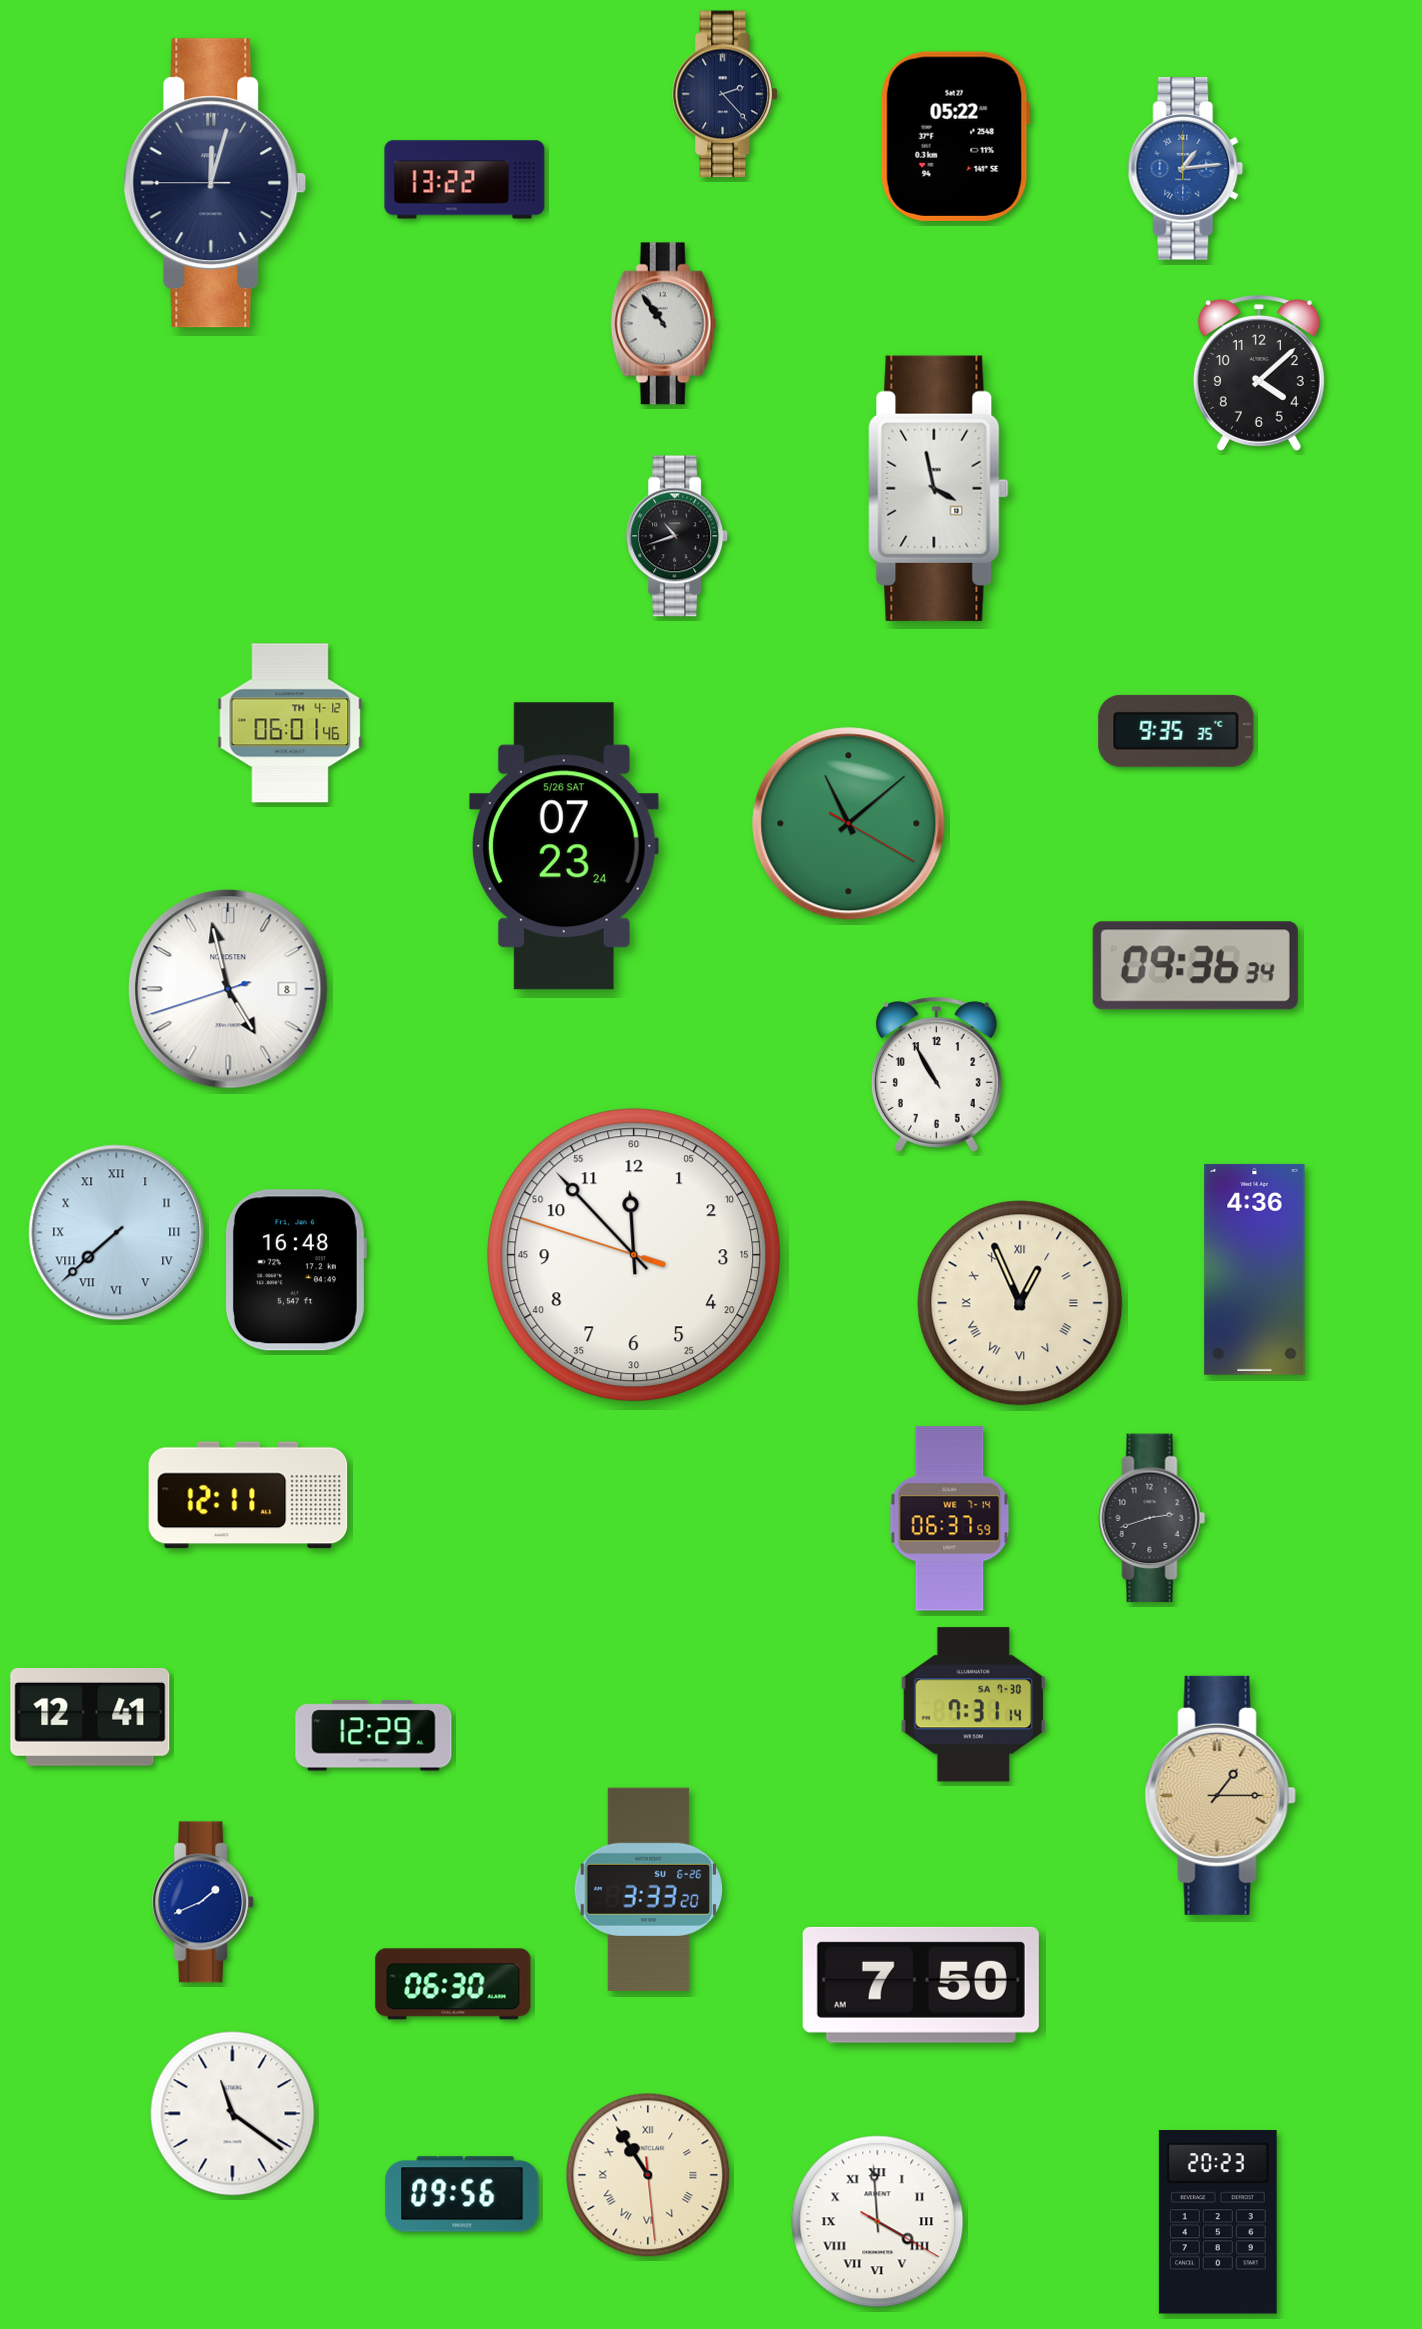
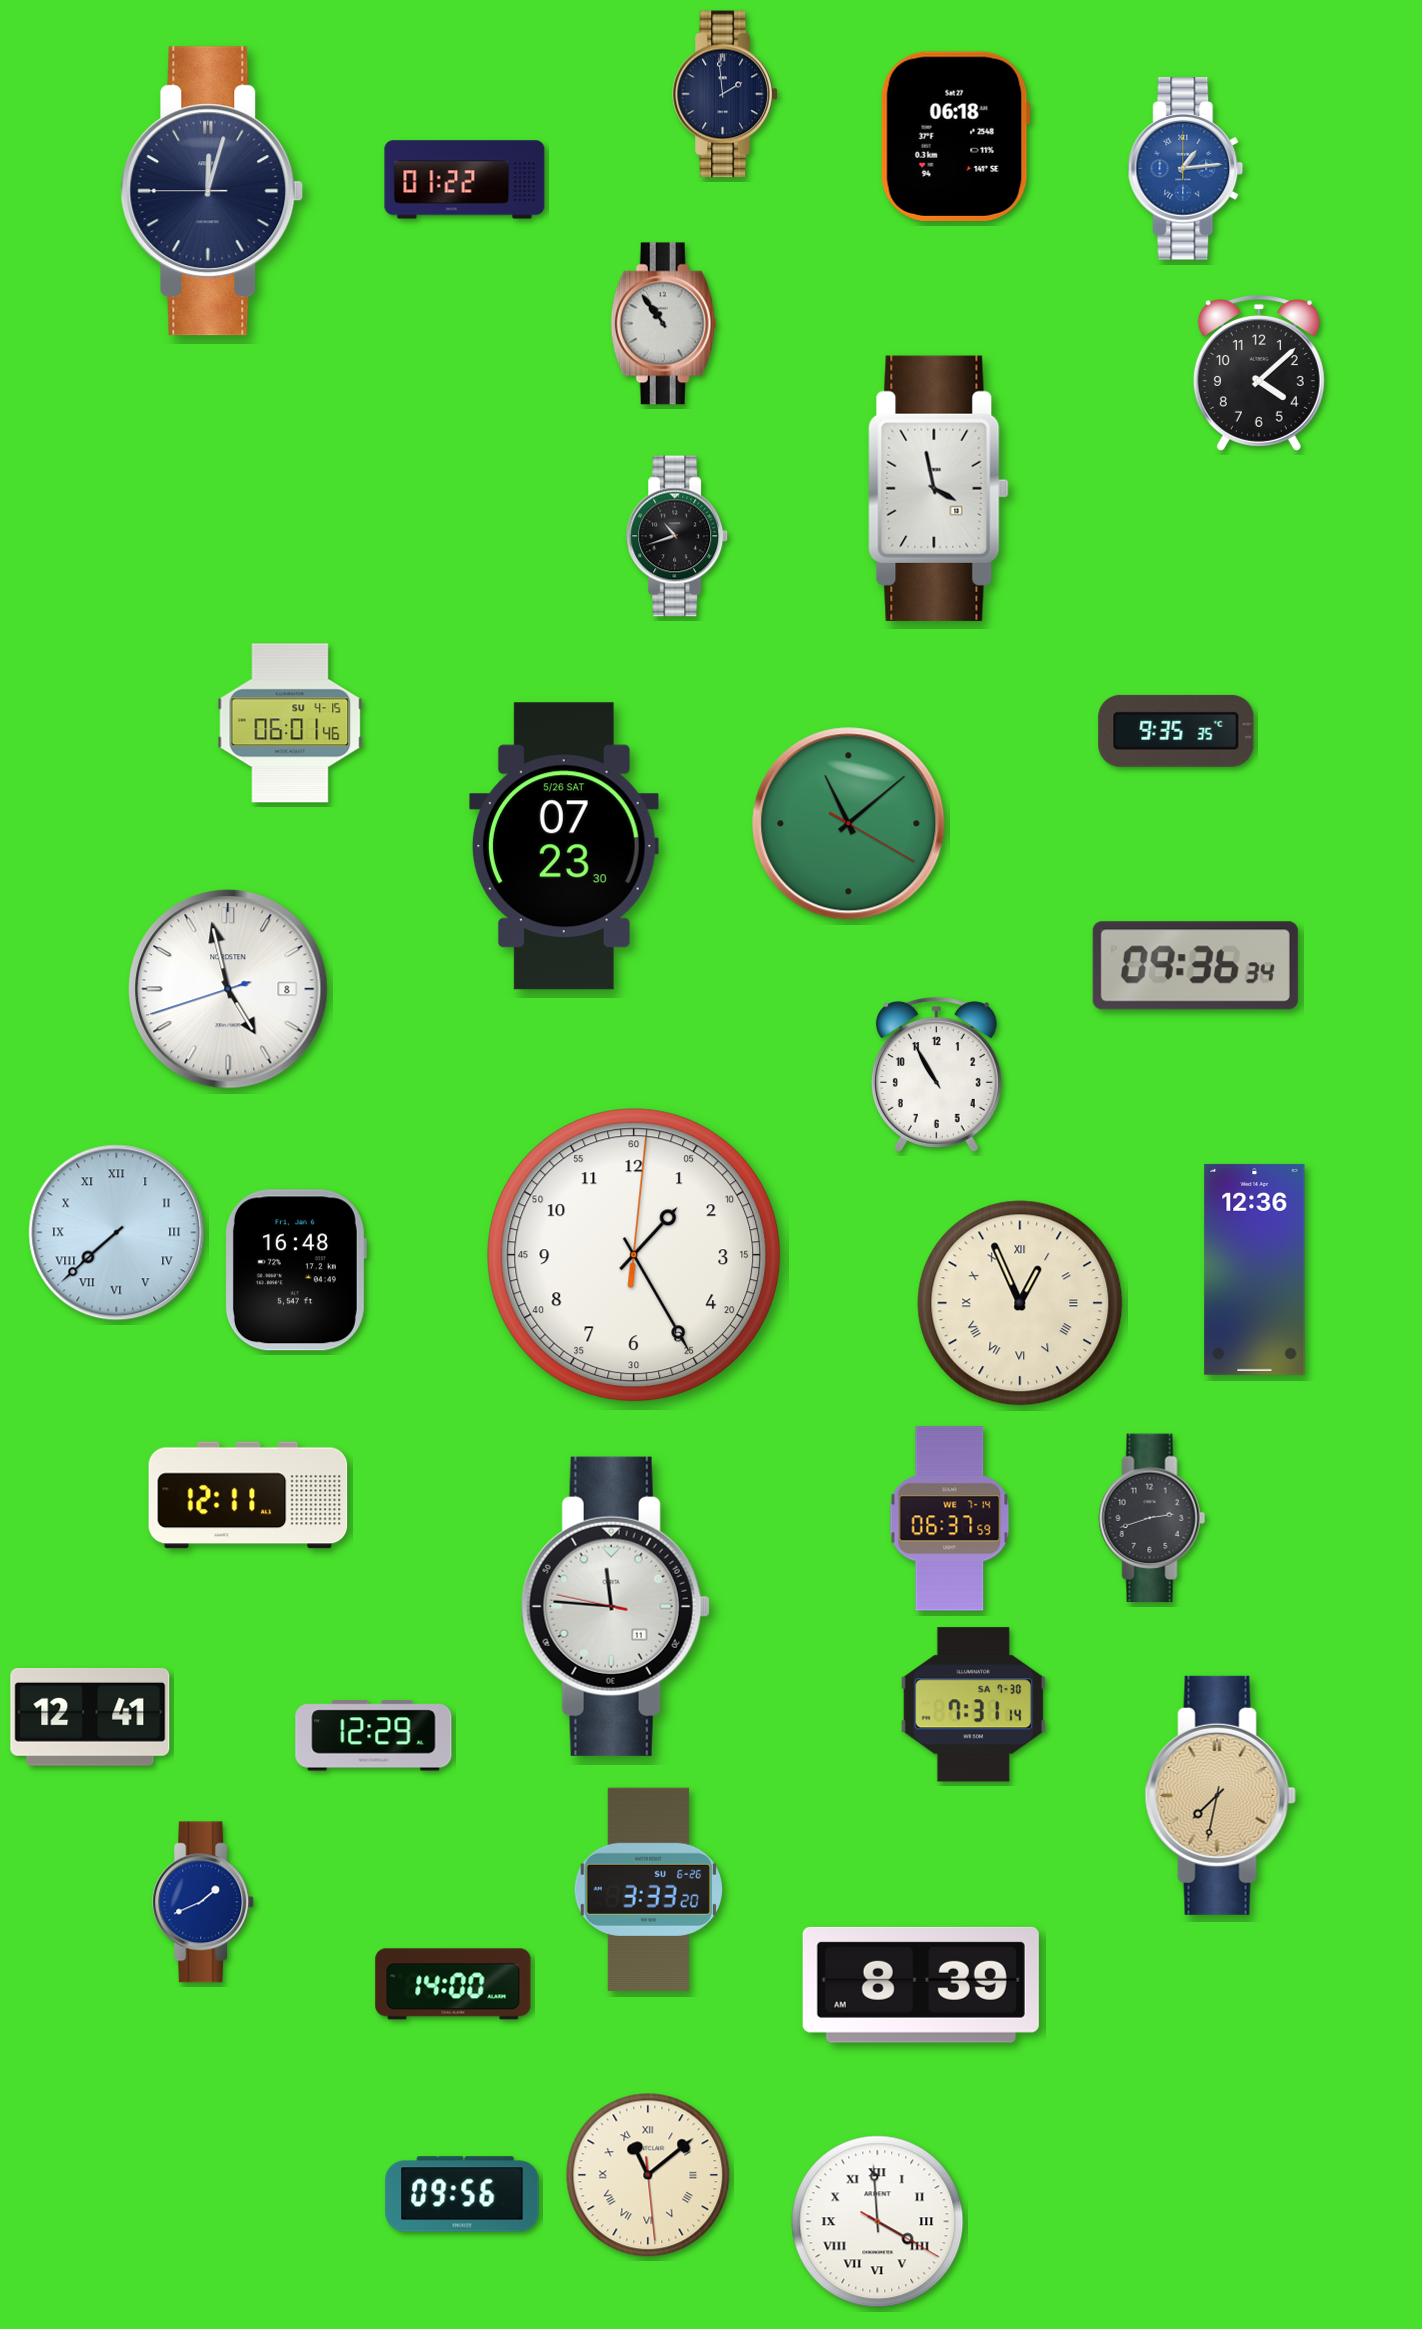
clock at (725, 94): 2:23 -> 1:59
clock at (955, 136): 05:22 -> 06:18
clock at (465, 180): 13:22 -> 01:22
clock at (215, 183) position: (215, 183) -> (212, 191)
clock at (290, 723) date: TH 4-12 -> SU 4-15
clock at (564, 846): 07:23:24 -> 07:23:30
clock at (634, 1255): 11:52 -> 1:25
clock at (1255, 1269): 4:36 -> 12:36
clock at (615, 1606): none -> 11:45
clock at (1220, 1795): 1:15 -> 7:32
clock at (453, 1984): 06:30 -> 14:00
clock at (921, 1985): 7:50 -> 8:39
clock at (233, 2114): 11:21 -> none
clock at (648, 2175): 10:54 -> 11:08
clock at (1218, 2222): 20:23 -> none
